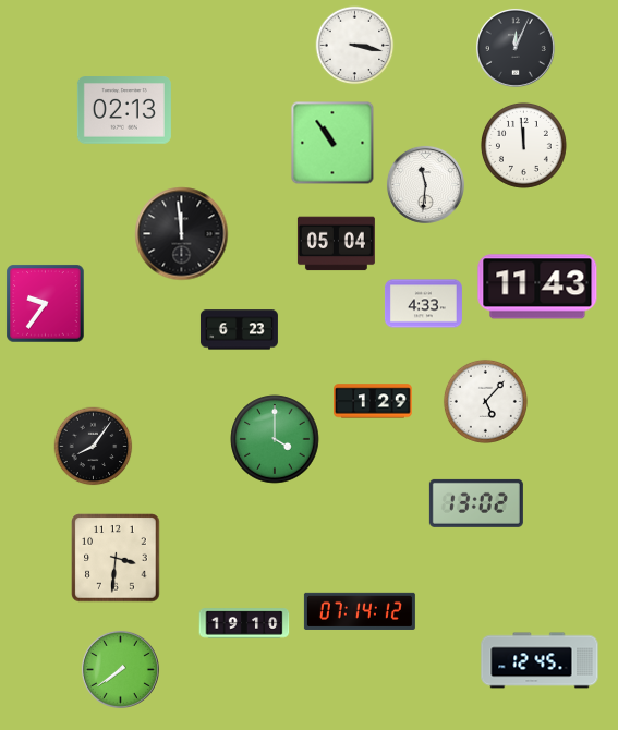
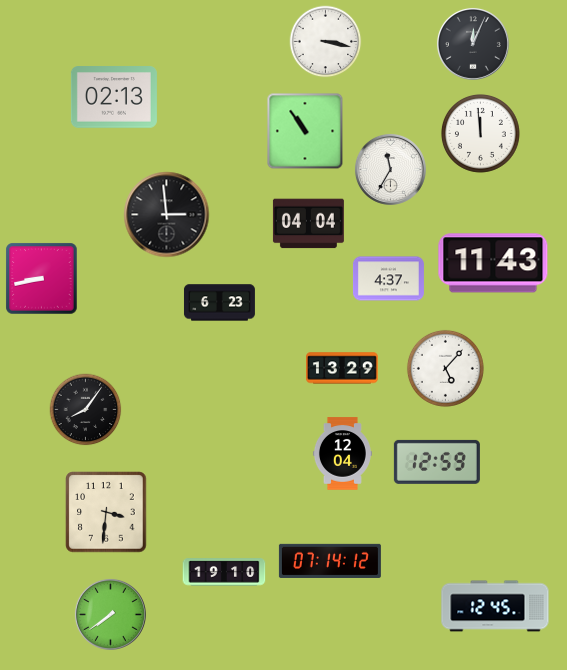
clock at (124, 110) position: (124, 110) -> (114, 97)
clock at (425, 184): 11:31 -> 11:35
clock at (182, 234): 11:59 -> 2:59
clock at (336, 244): 05:04 -> 04:04
clock at (46, 304): 9:36 -> 8:43
clock at (423, 304): 4:33 -> 4:37
clock at (374, 401): 1:29 -> 13:29
clock at (275, 439): 4:00 -> none
clock at (342, 454): none -> 12:04
clock at (476, 503): 13:02 -> 12:59
